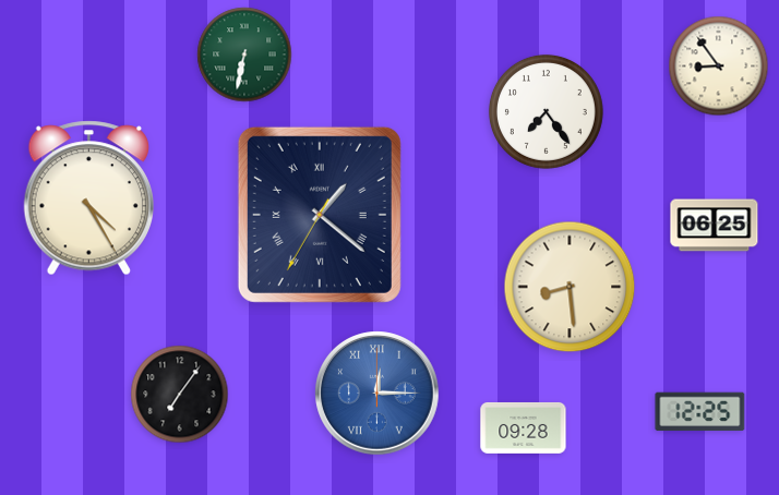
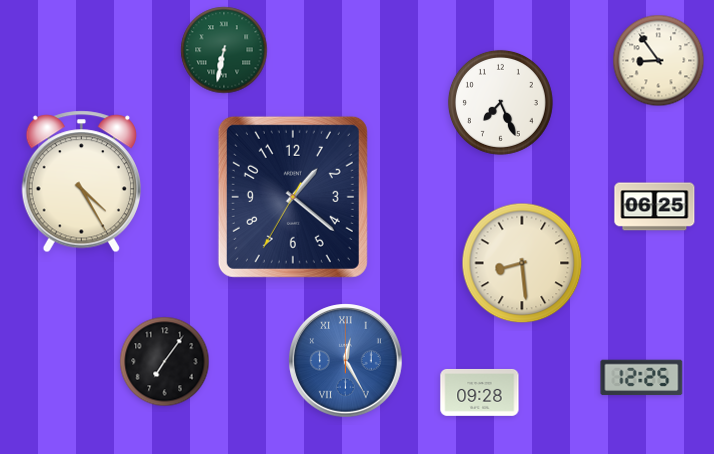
clock at (546, 111): 7:24 -> 7:26
clock at (320, 215) numerals: Roman -> Arabic
clock at (377, 394): 12:15 -> 12:25
